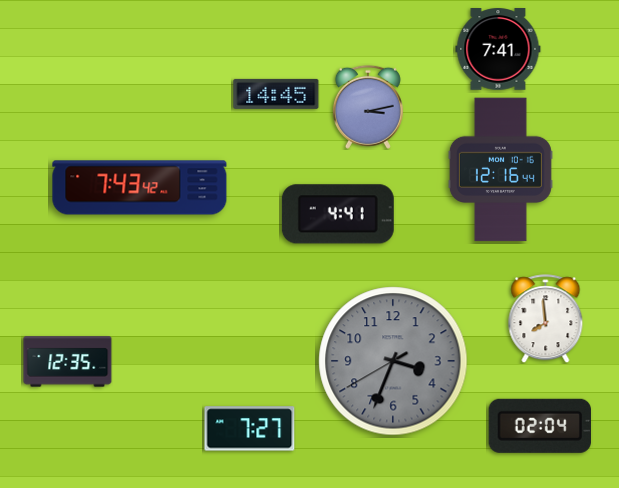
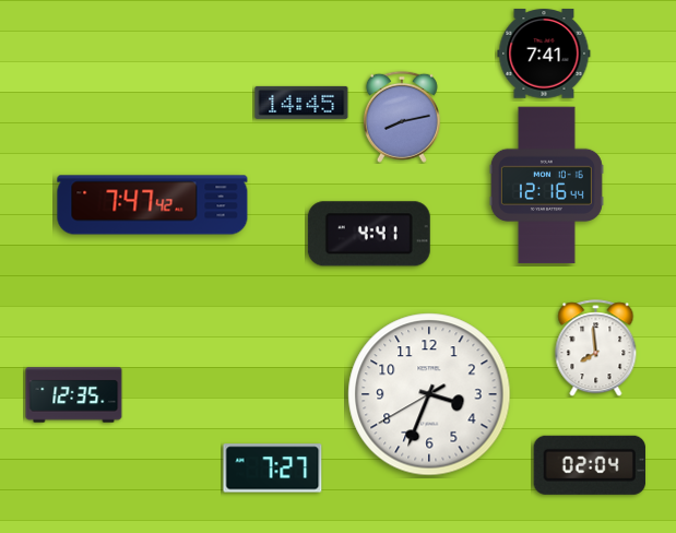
clock at (368, 107): 3:13 -> 8:13
clock at (140, 188): 7:43 -> 7:47
clock at (393, 361) dial: grey -> white
